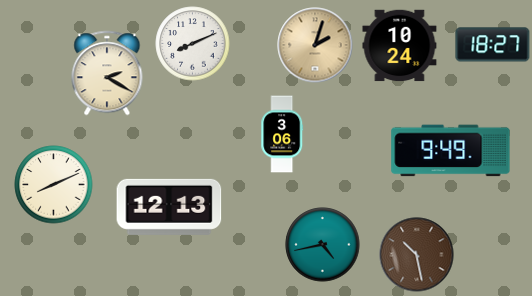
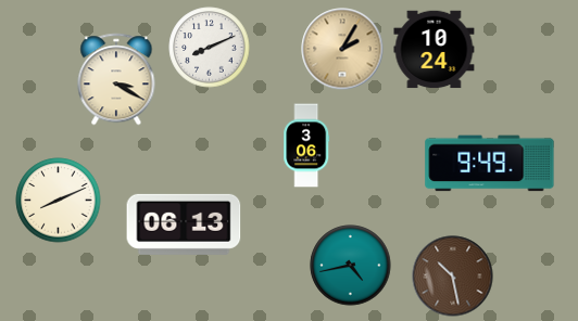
clock at (315, 45): 2:03 -> 2:05
clock at (493, 45): 18:27 -> none
clock at (107, 73): 2:20 -> 3:20
clock at (169, 207): 12:13 -> 06:13
